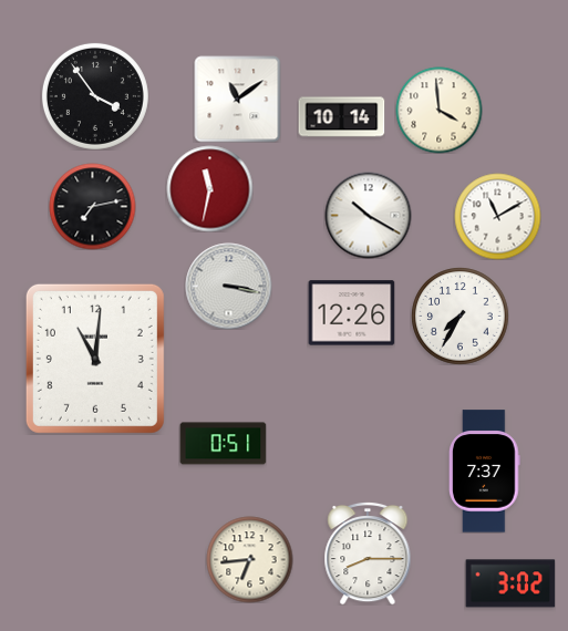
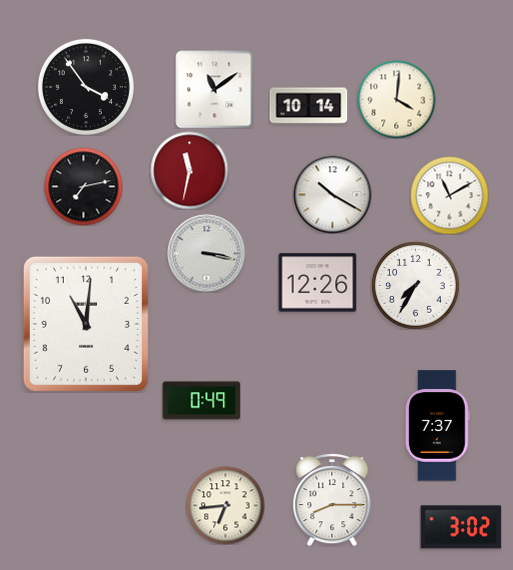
clock at (438, 110): 3:59 -> 4:01
clock at (228, 286) position: (228, 286) -> (206, 253)
clock at (223, 444): 0:51 -> 0:49
